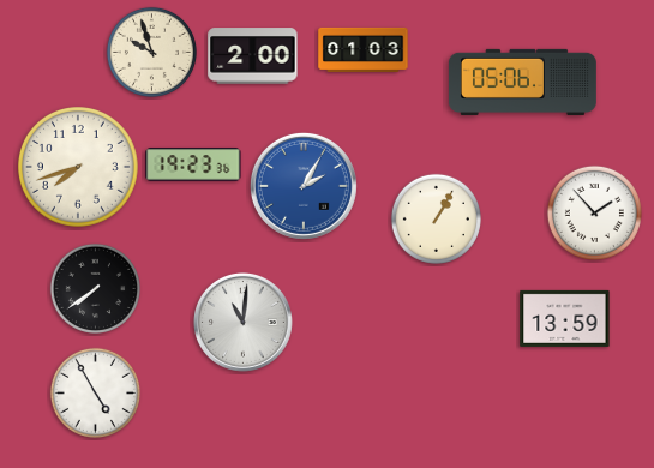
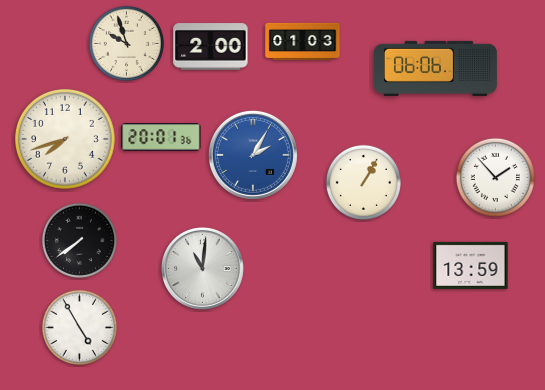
clock at (522, 82): 05:06 -> 06:06
clock at (193, 164): 19:23 -> 20:01
